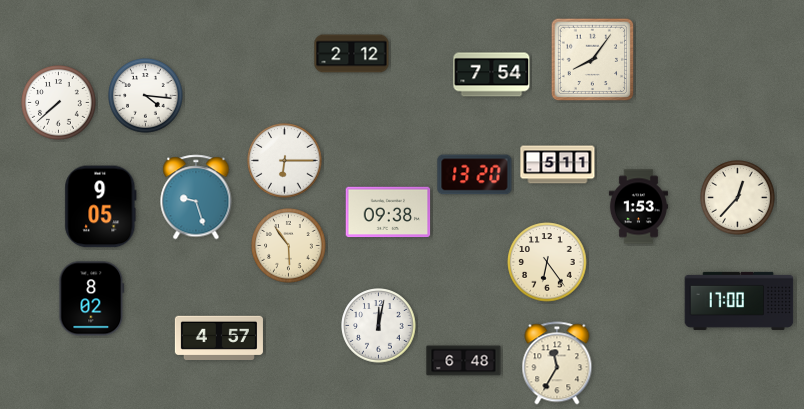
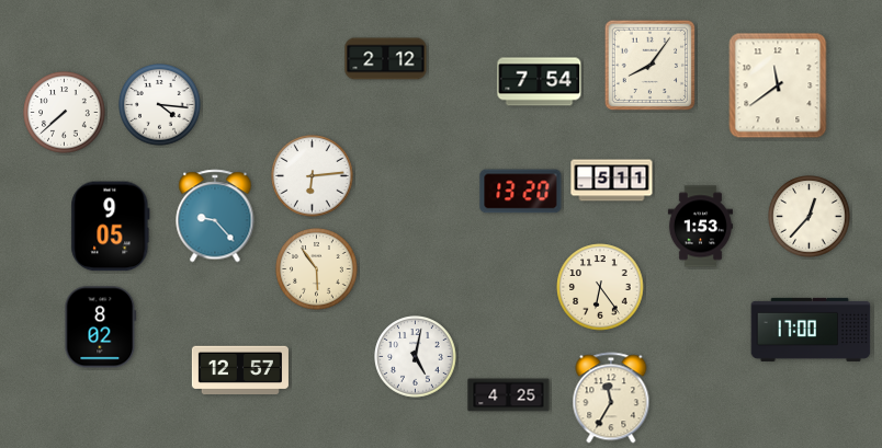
clock at (778, 85): none -> 11:39
clock at (285, 161): 6:15 -> 6:14
clock at (196, 197): 9:27 -> 9:23
clock at (388, 212): 09:38 -> none
clock at (379, 326): 12:02 -> 5:02
clock at (219, 338): 4:57 -> 12:57
clock at (464, 361): 6:48 -> 4:25
